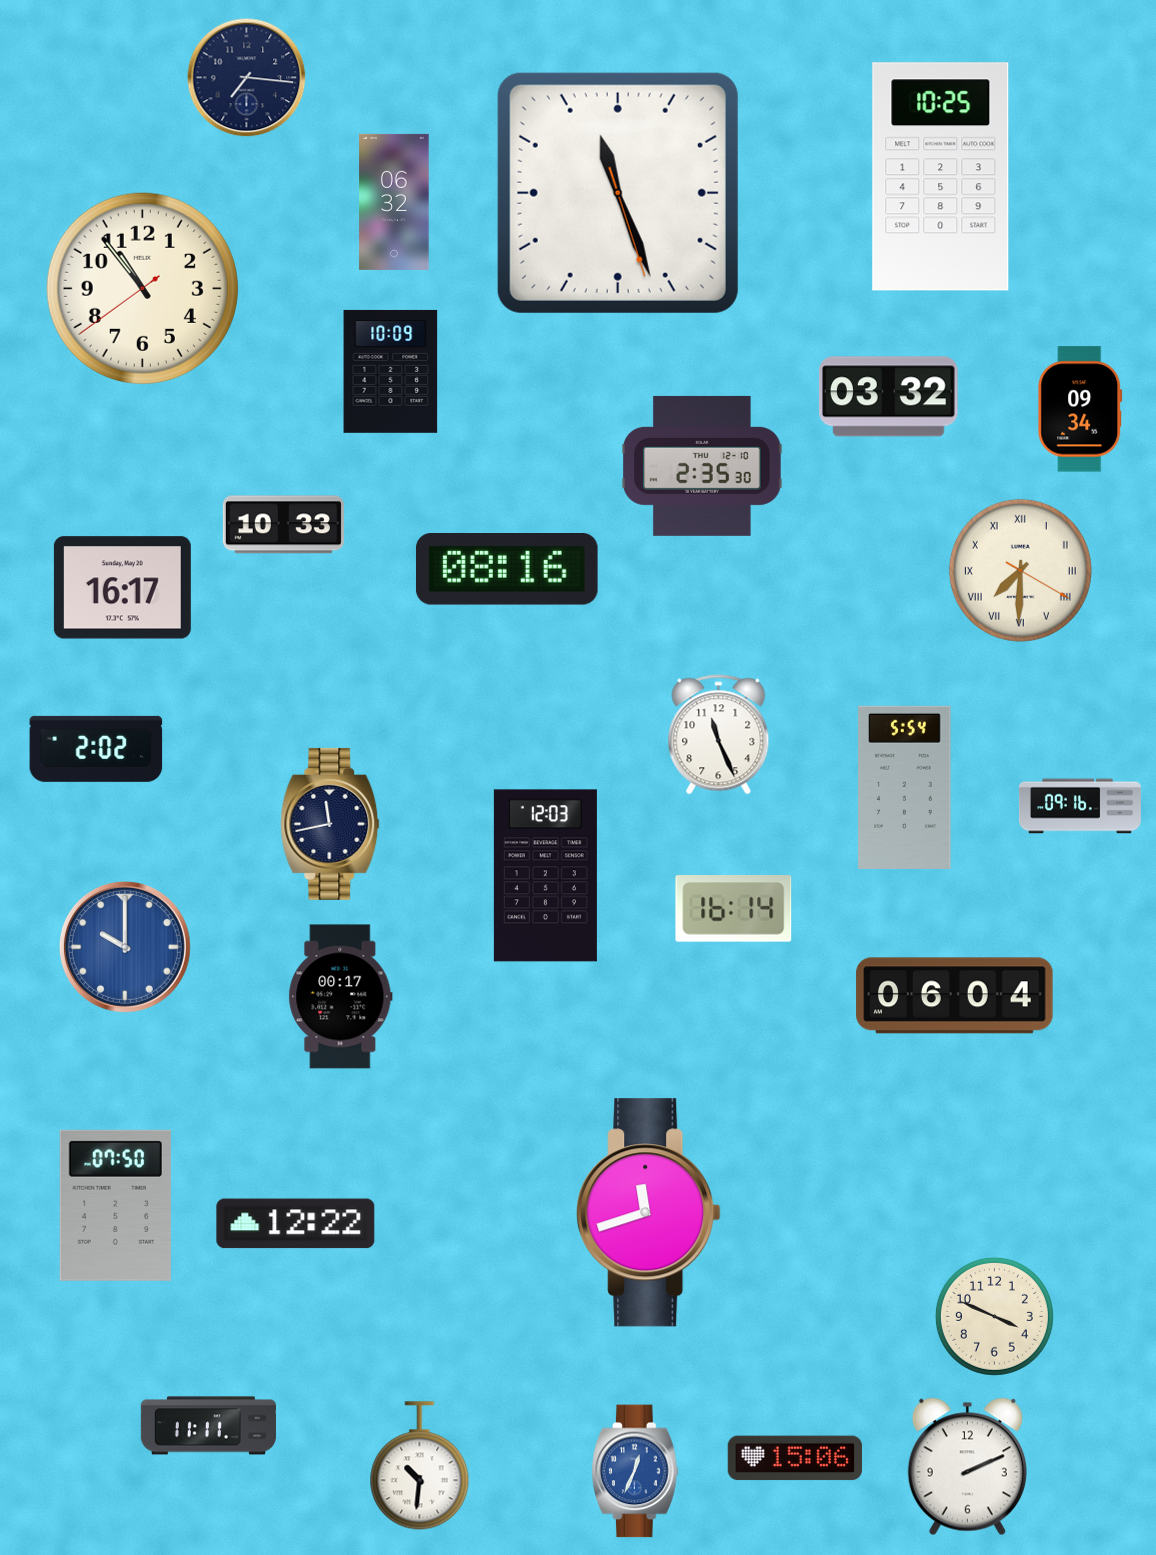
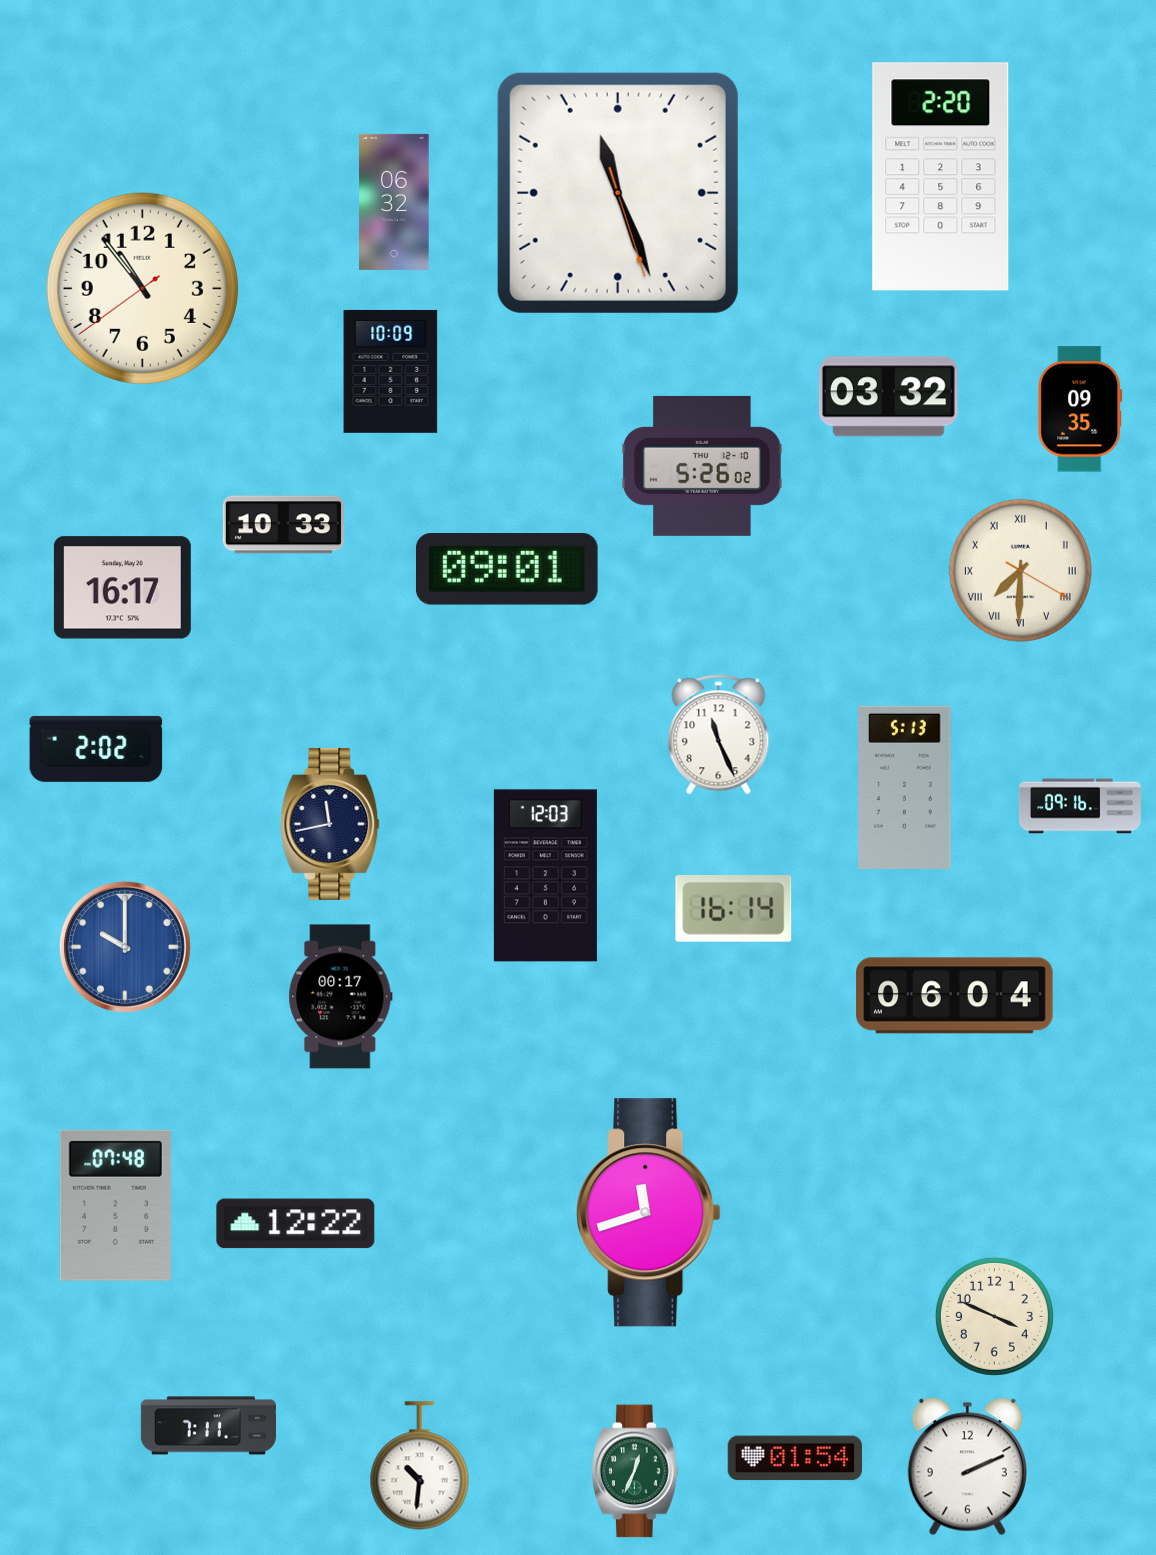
clock at (247, 78): 7:16 -> none
clock at (941, 177): 10:25 -> 2:20
clock at (1080, 409): 09:34 -> 09:35
clock at (702, 466): 2:35 -> 5:26
clock at (507, 569): 08:16 -> 09:01
clock at (905, 787): 5:54 -> 5:13
clock at (115, 1205): 07:50 -> 07:48
clock at (208, 1426): 11:11 -> 7:11
clock at (795, 1458): 15:06 -> 01:54
clock at (635, 1471) dial: blue -> green
